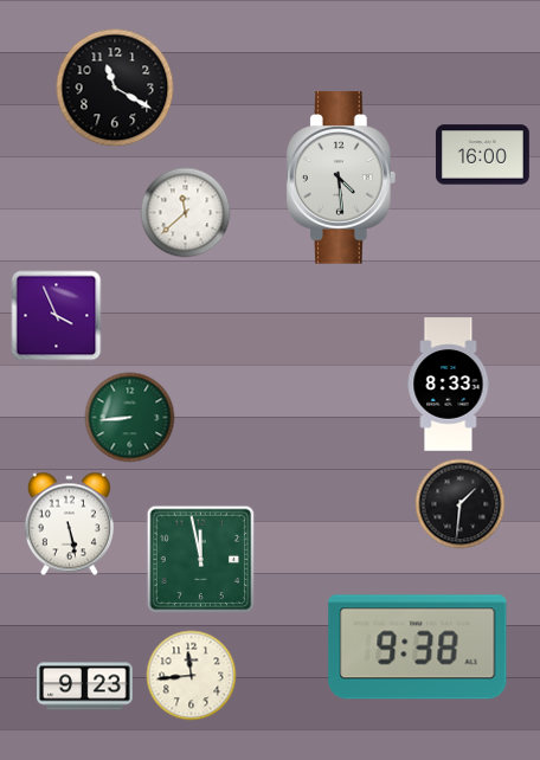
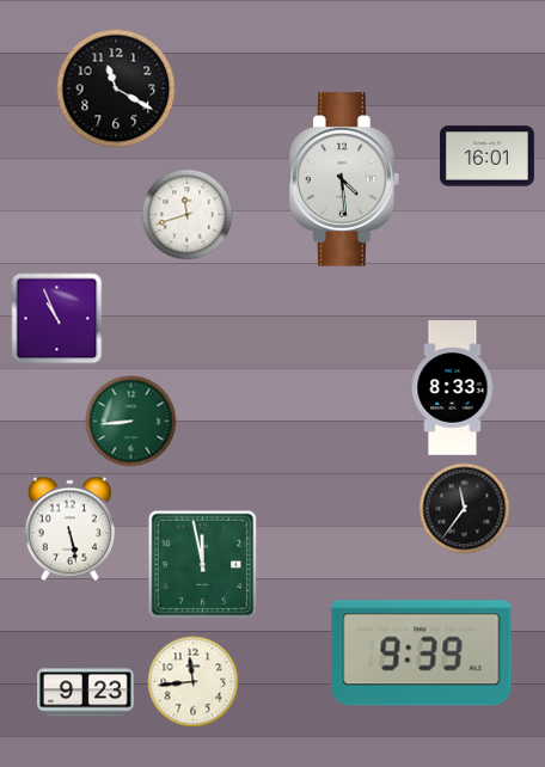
clock at (482, 155): 16:00 -> 16:01
clock at (186, 213): 11:38 -> 11:42
clock at (57, 316): 3:56 -> 10:56
clock at (461, 504): 1:31 -> 11:36
clock at (418, 648): 9:38 -> 9:39
